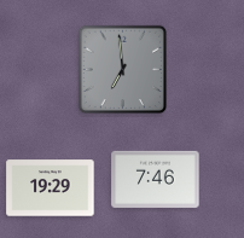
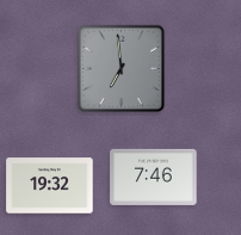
clock at (51, 188): 19:29 -> 19:32
